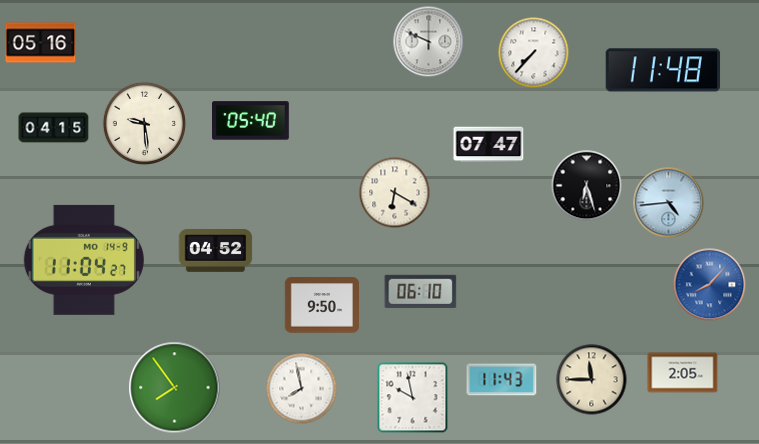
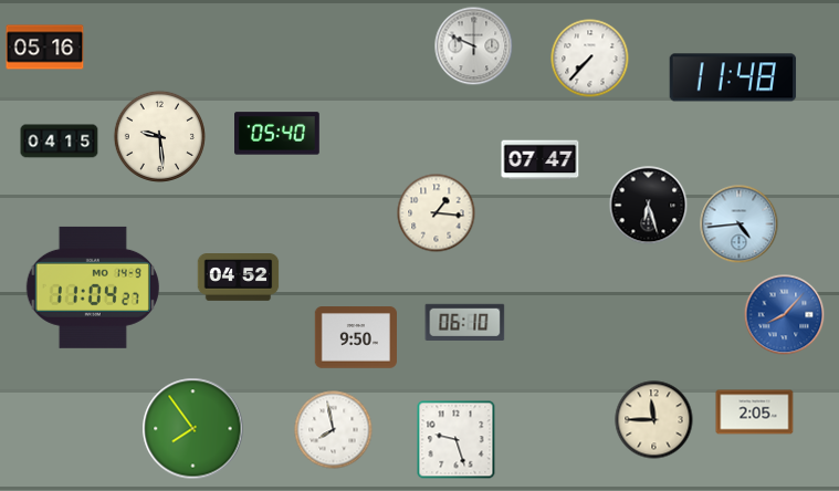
clock at (395, 193): 6:20 -> 1:16
clock at (502, 380): 11:43 -> none
clock at (413, 398): 9:58 -> 9:27
